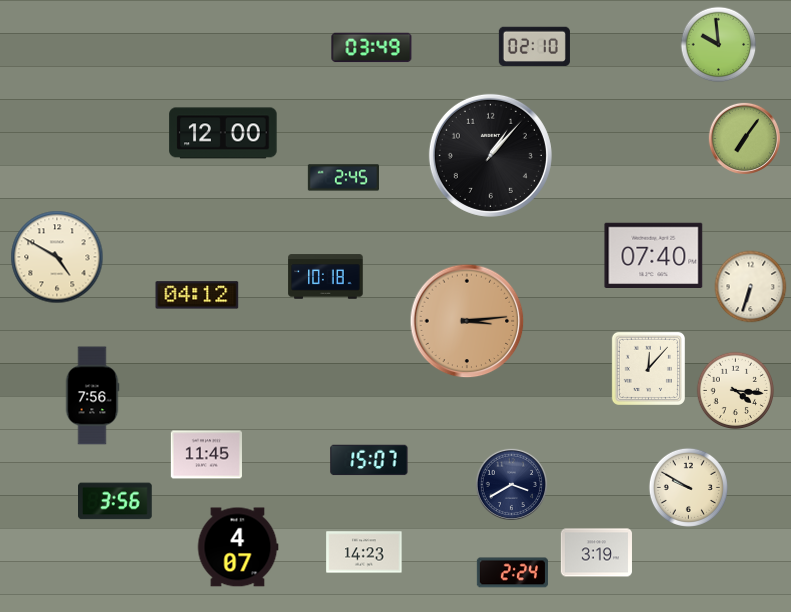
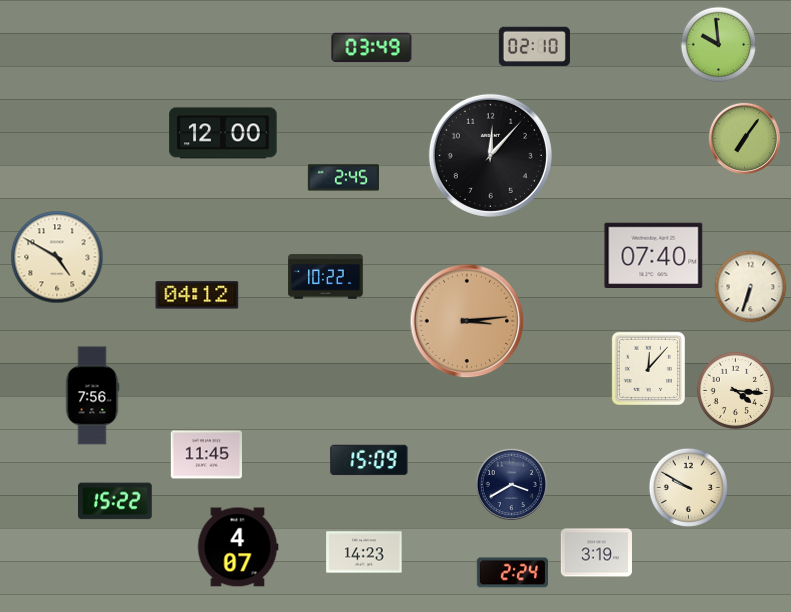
clock at (490, 155): 1:07 -> 12:07
clock at (326, 277): 10:18 -> 10:22
clock at (369, 460): 15:07 -> 15:09
clock at (116, 501): 3:56 -> 15:22
